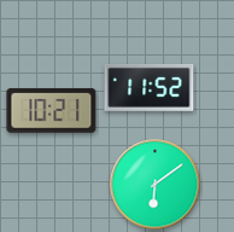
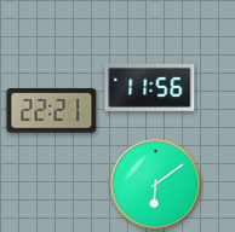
clock at (150, 87): 11:52 -> 11:56
clock at (52, 111): 10:21 -> 22:21
